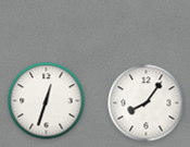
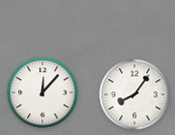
clock at (47, 101): 12:33 -> 12:07
